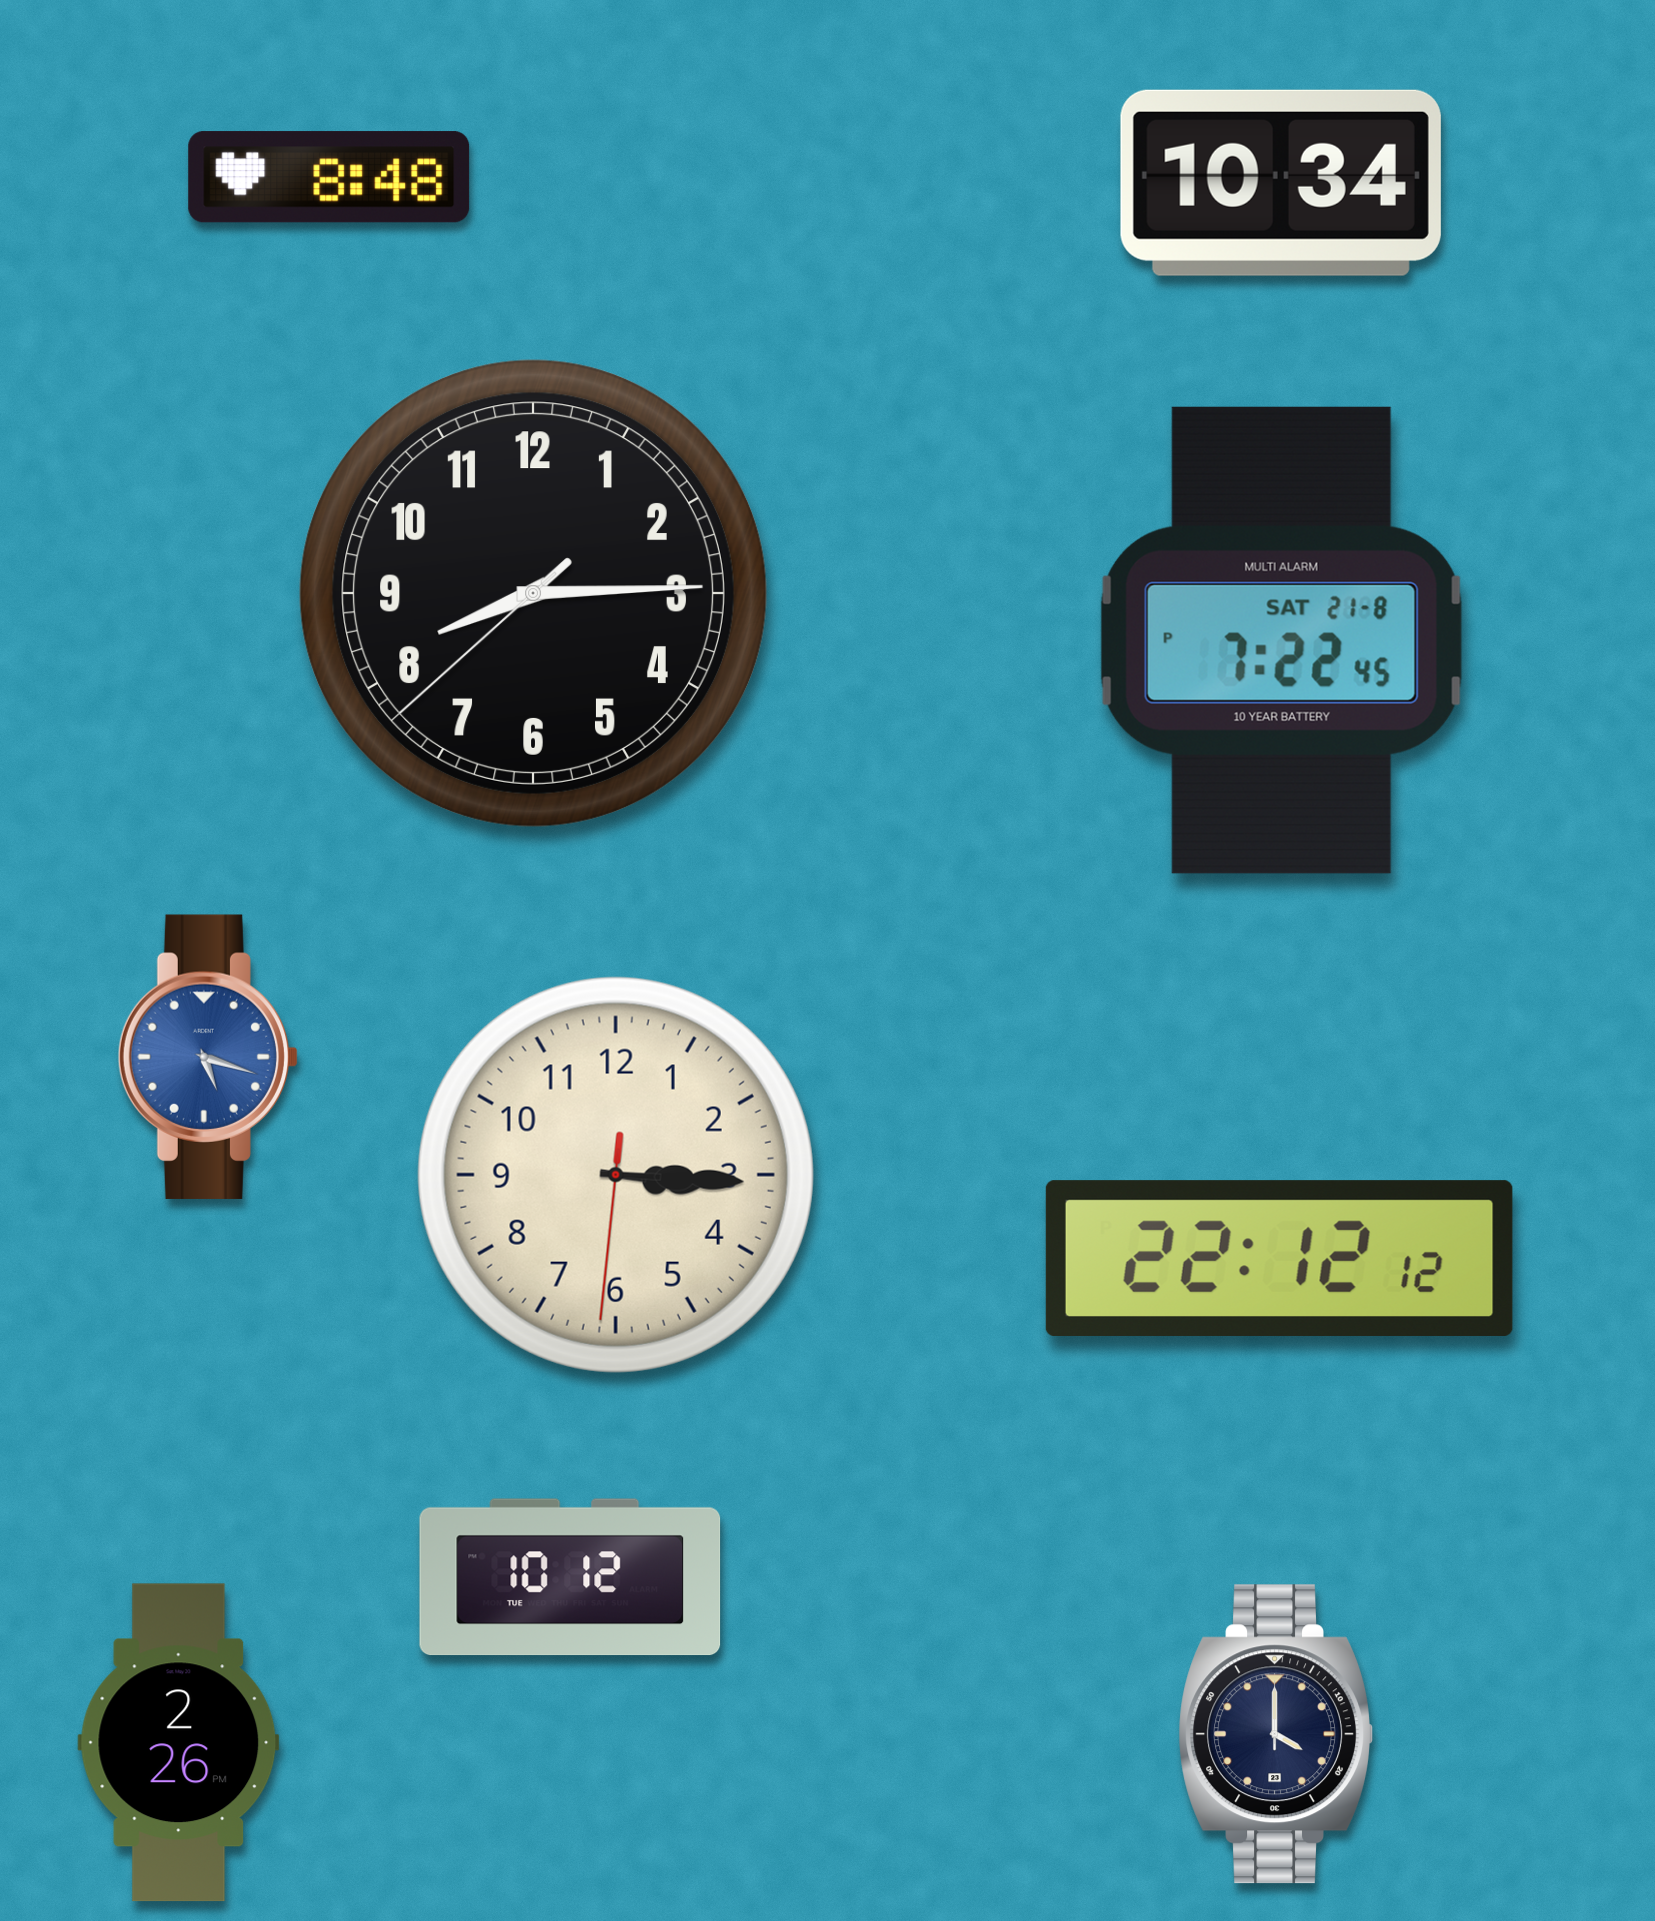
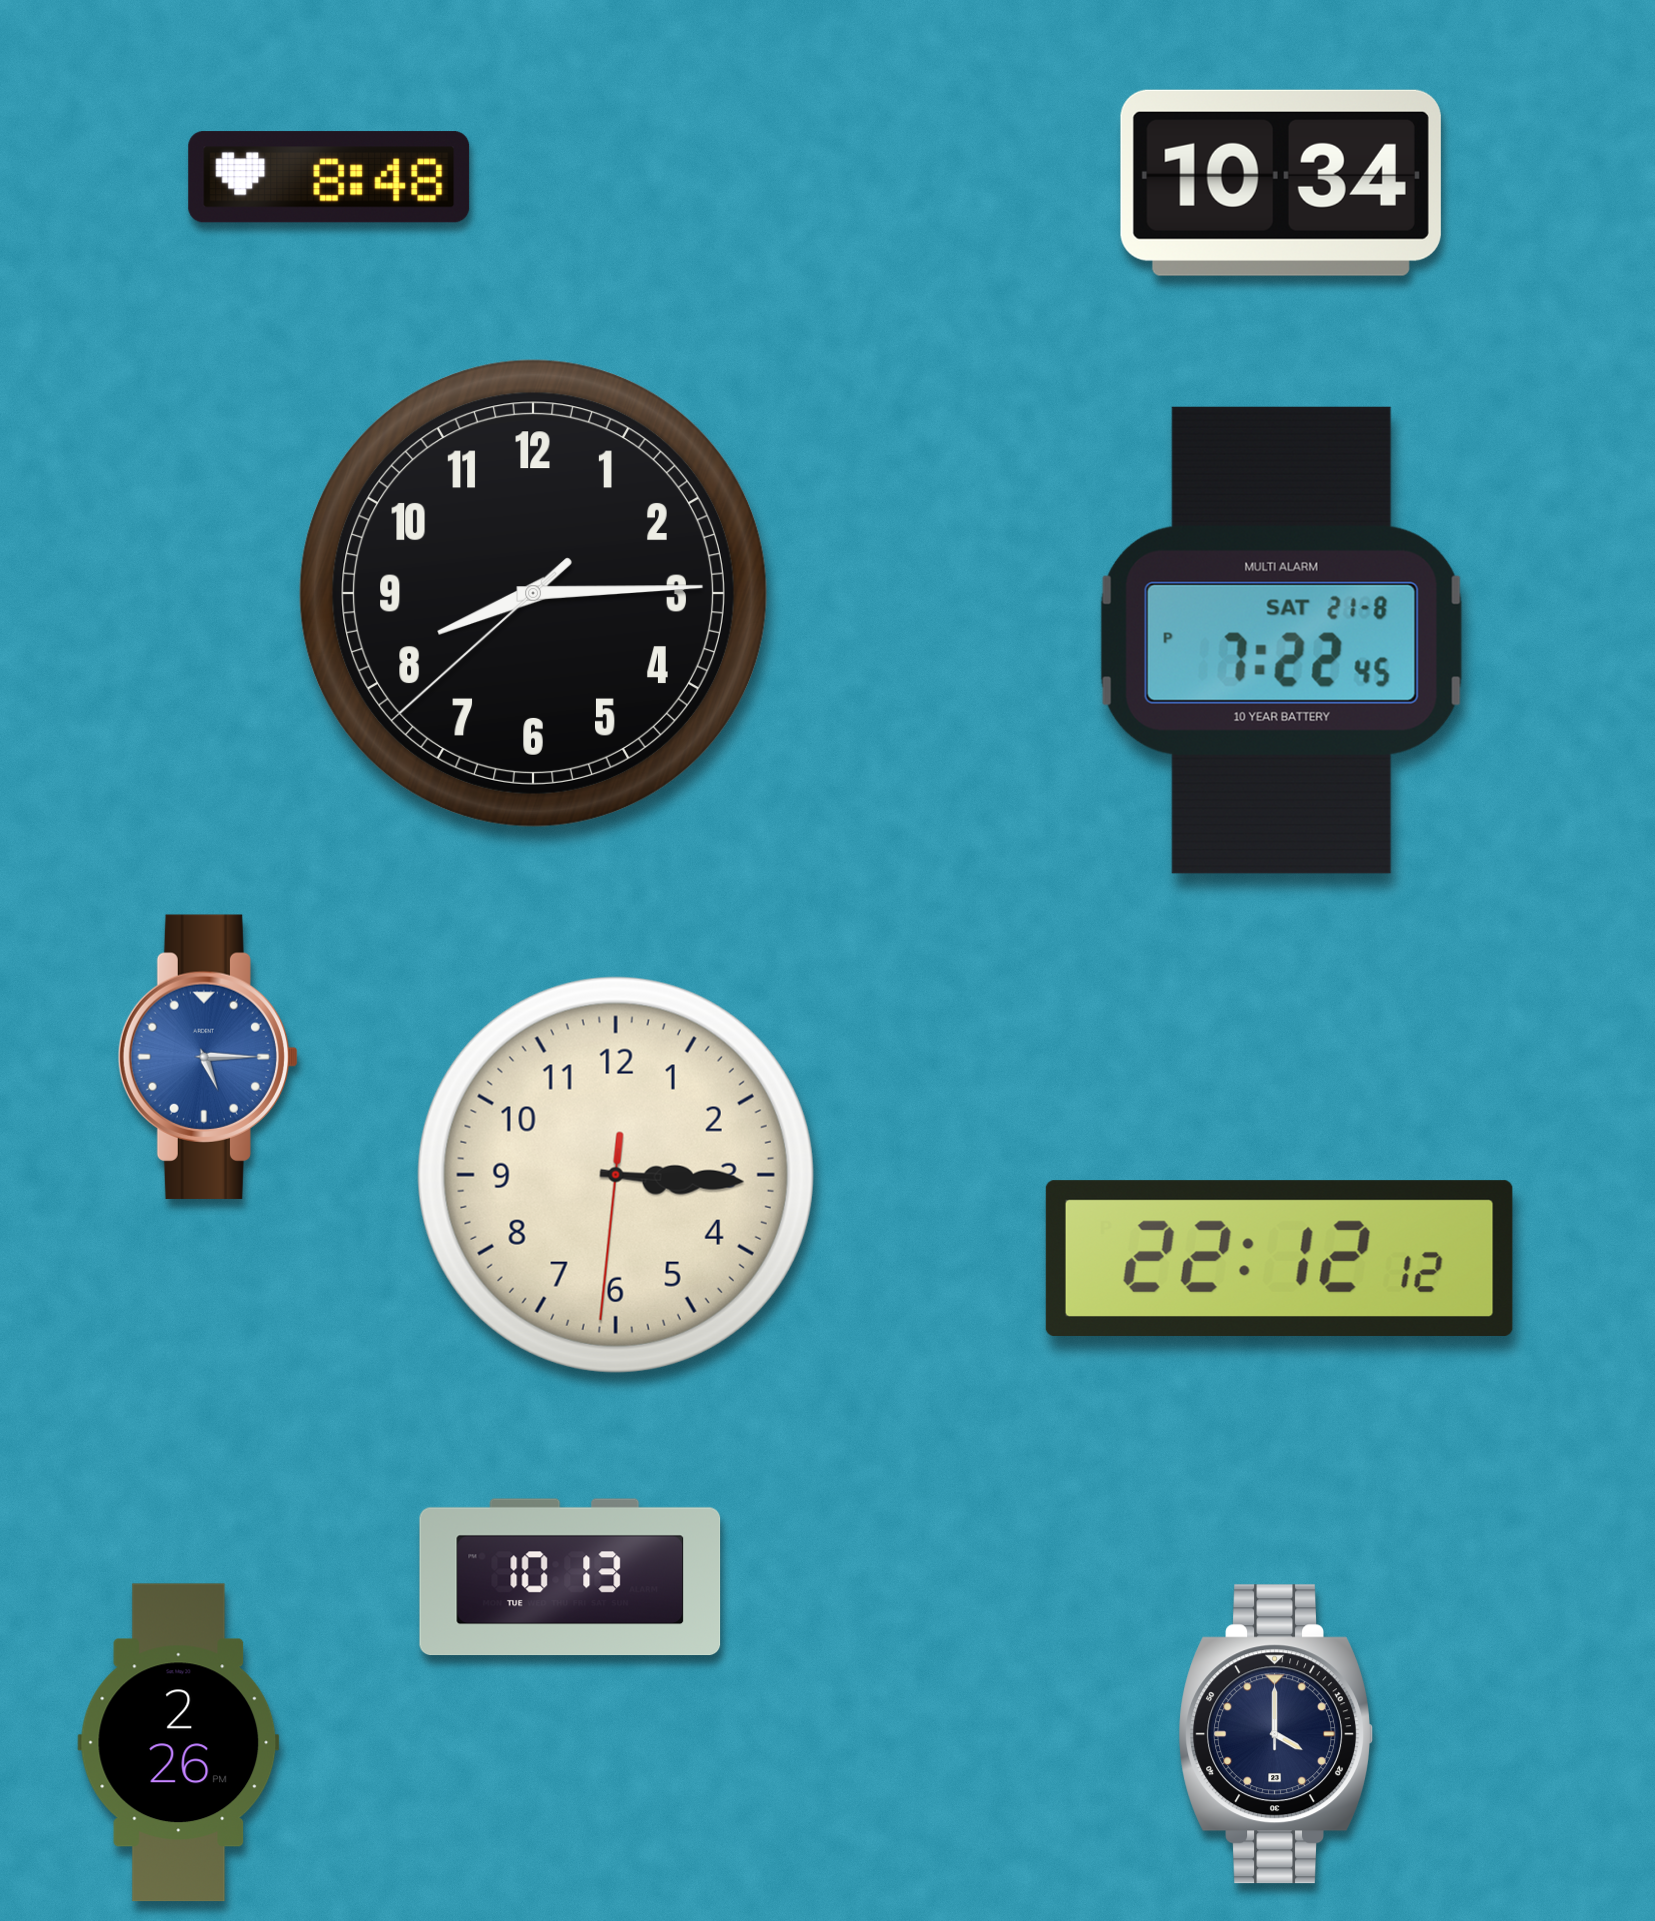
clock at (207, 1057): 5:18 -> 5:15
clock at (570, 1577): 10:12 -> 10:13
